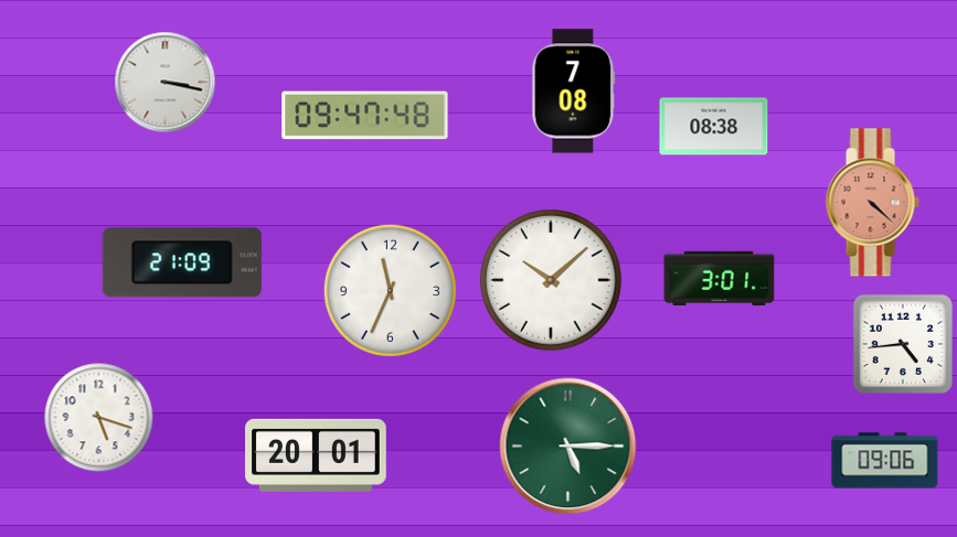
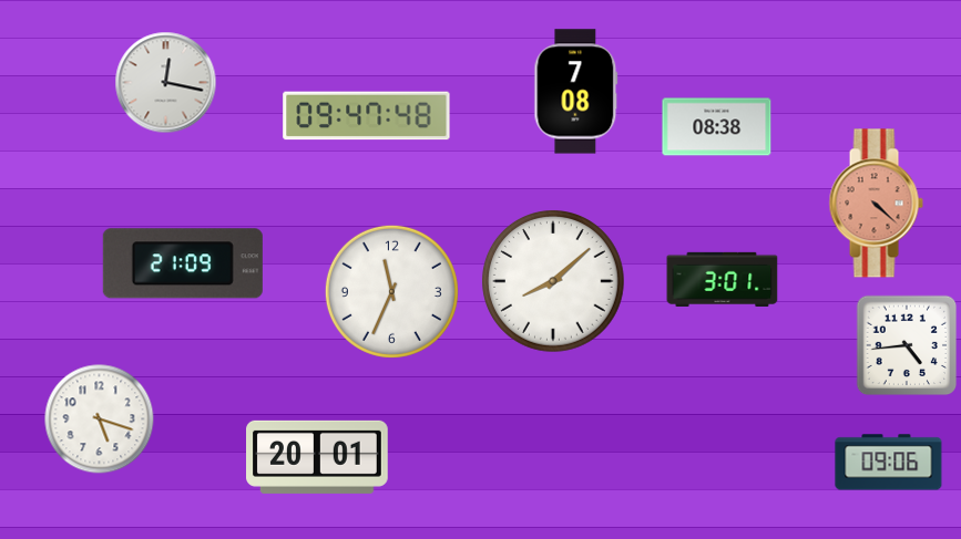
clock at (166, 83): 3:17 -> 12:17
clock at (552, 281): 10:08 -> 8:08
clock at (568, 447): 5:15 -> none
